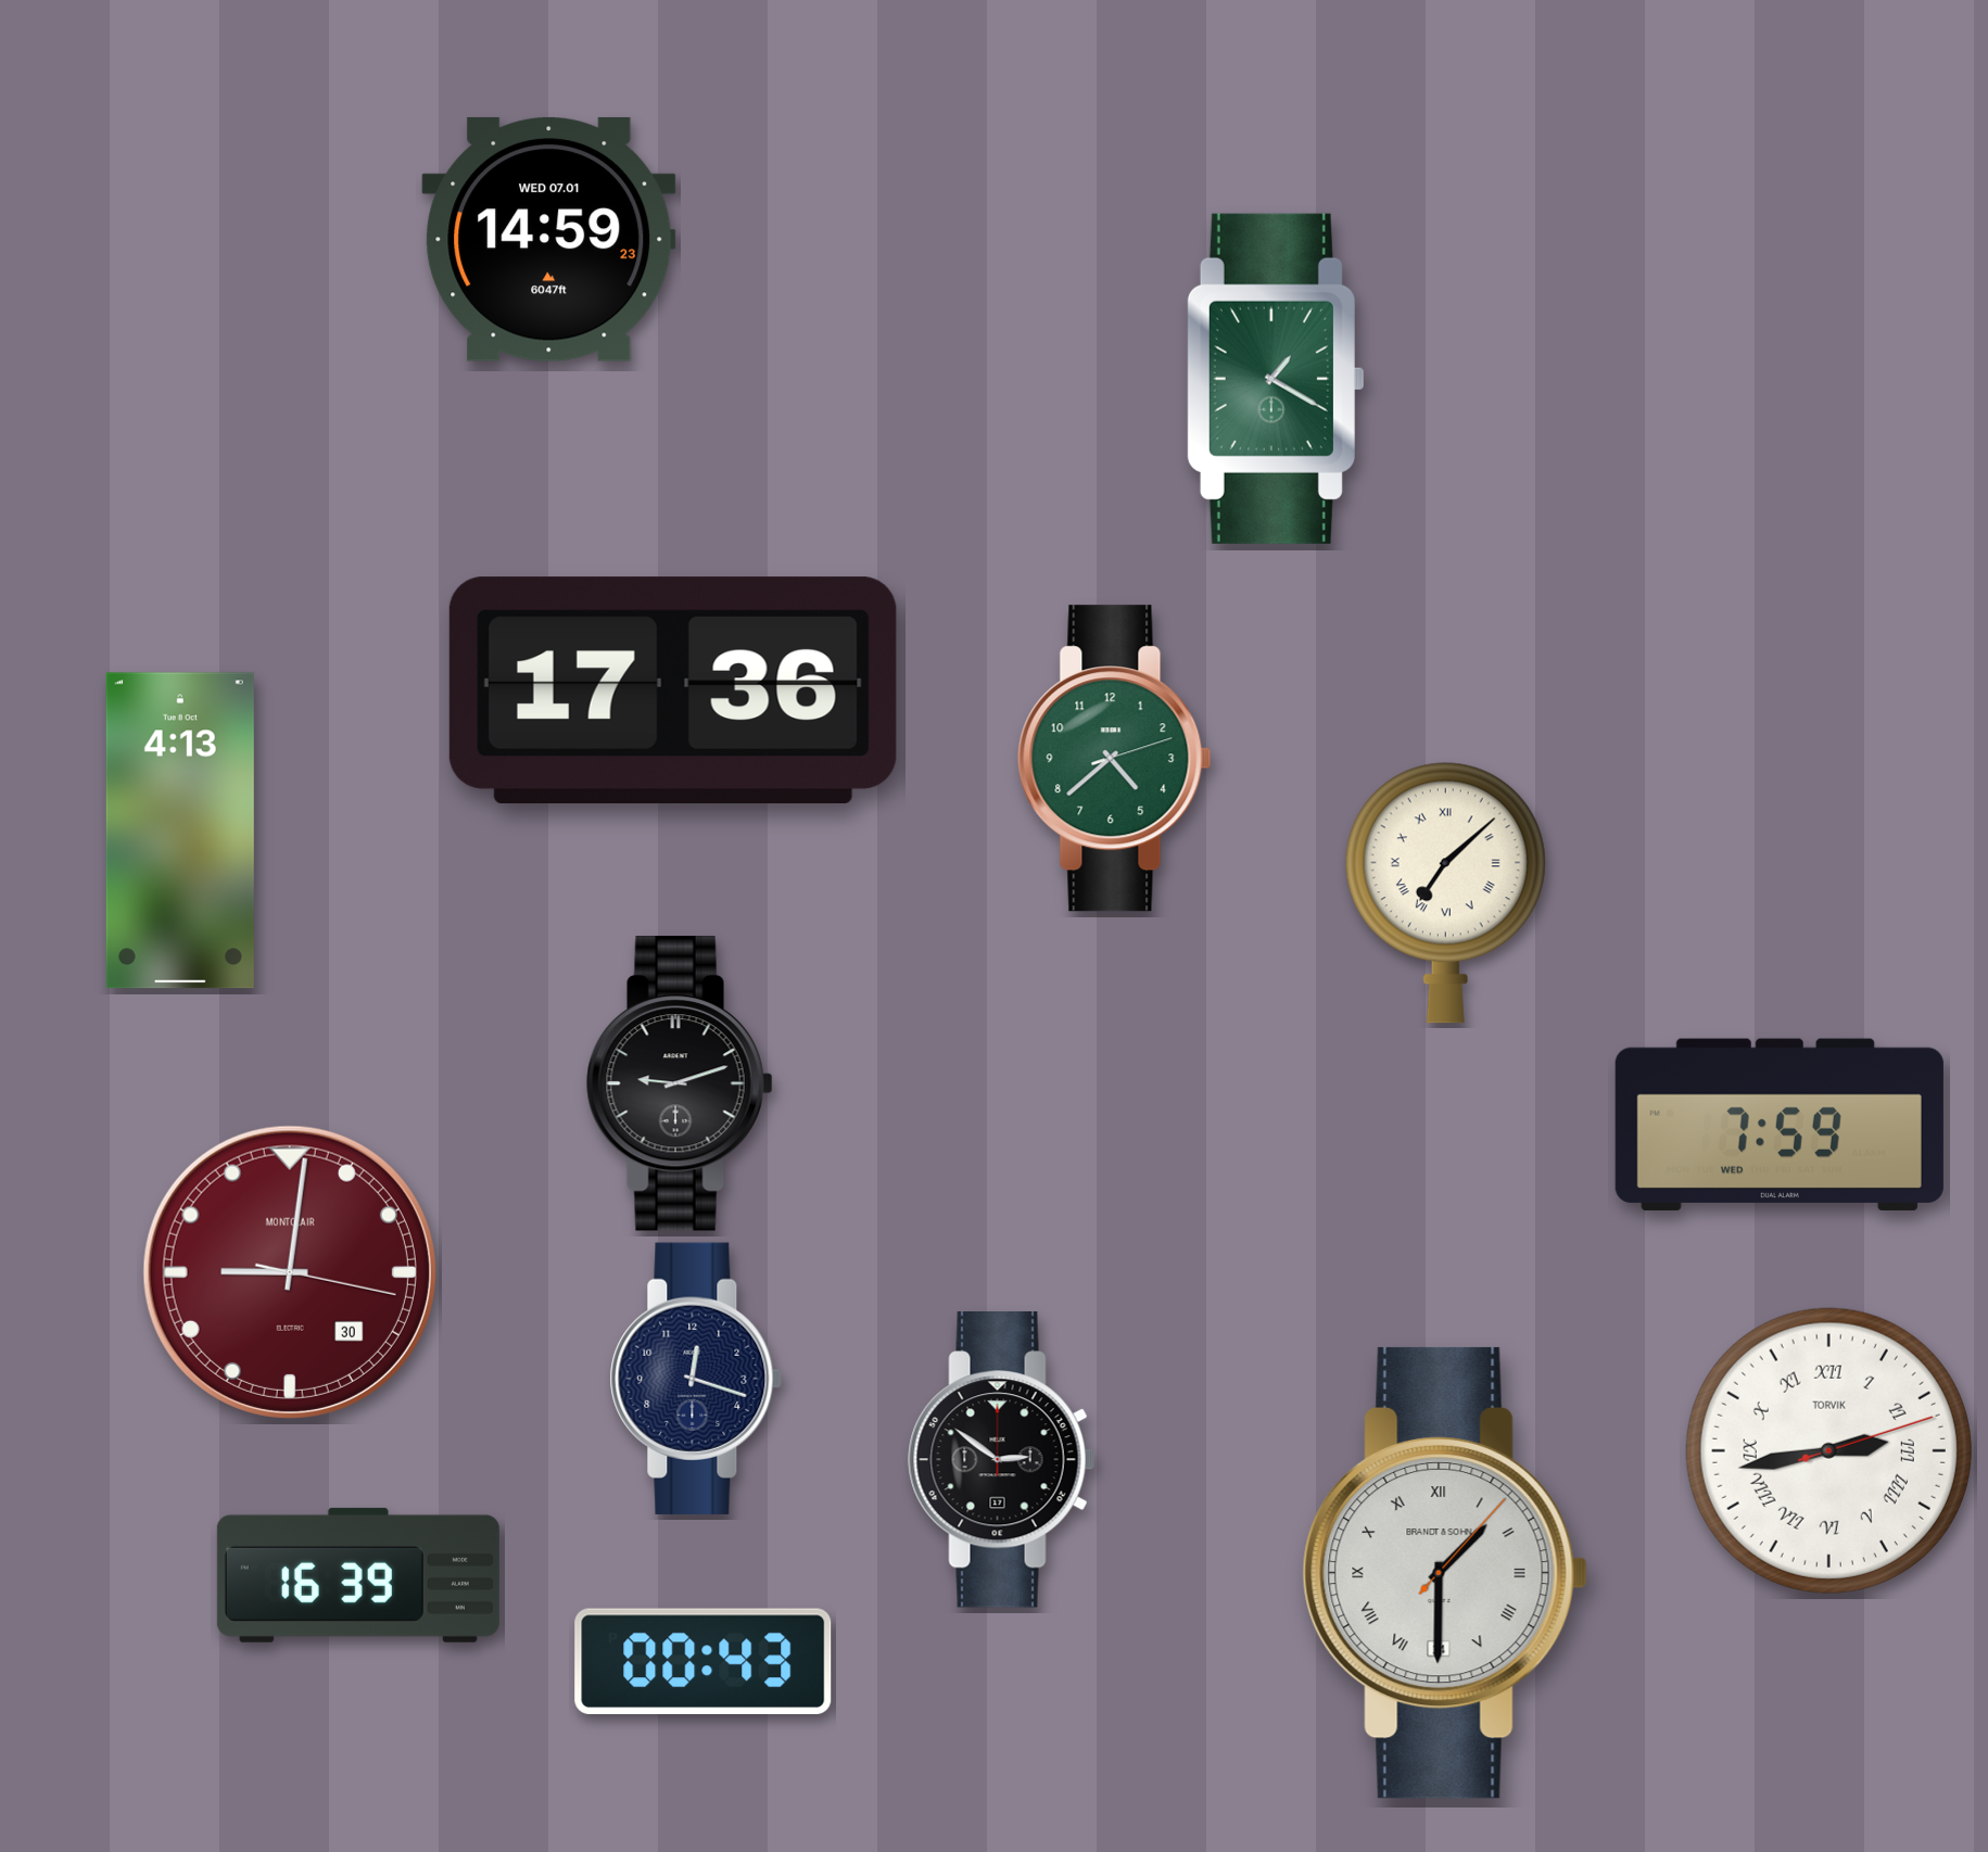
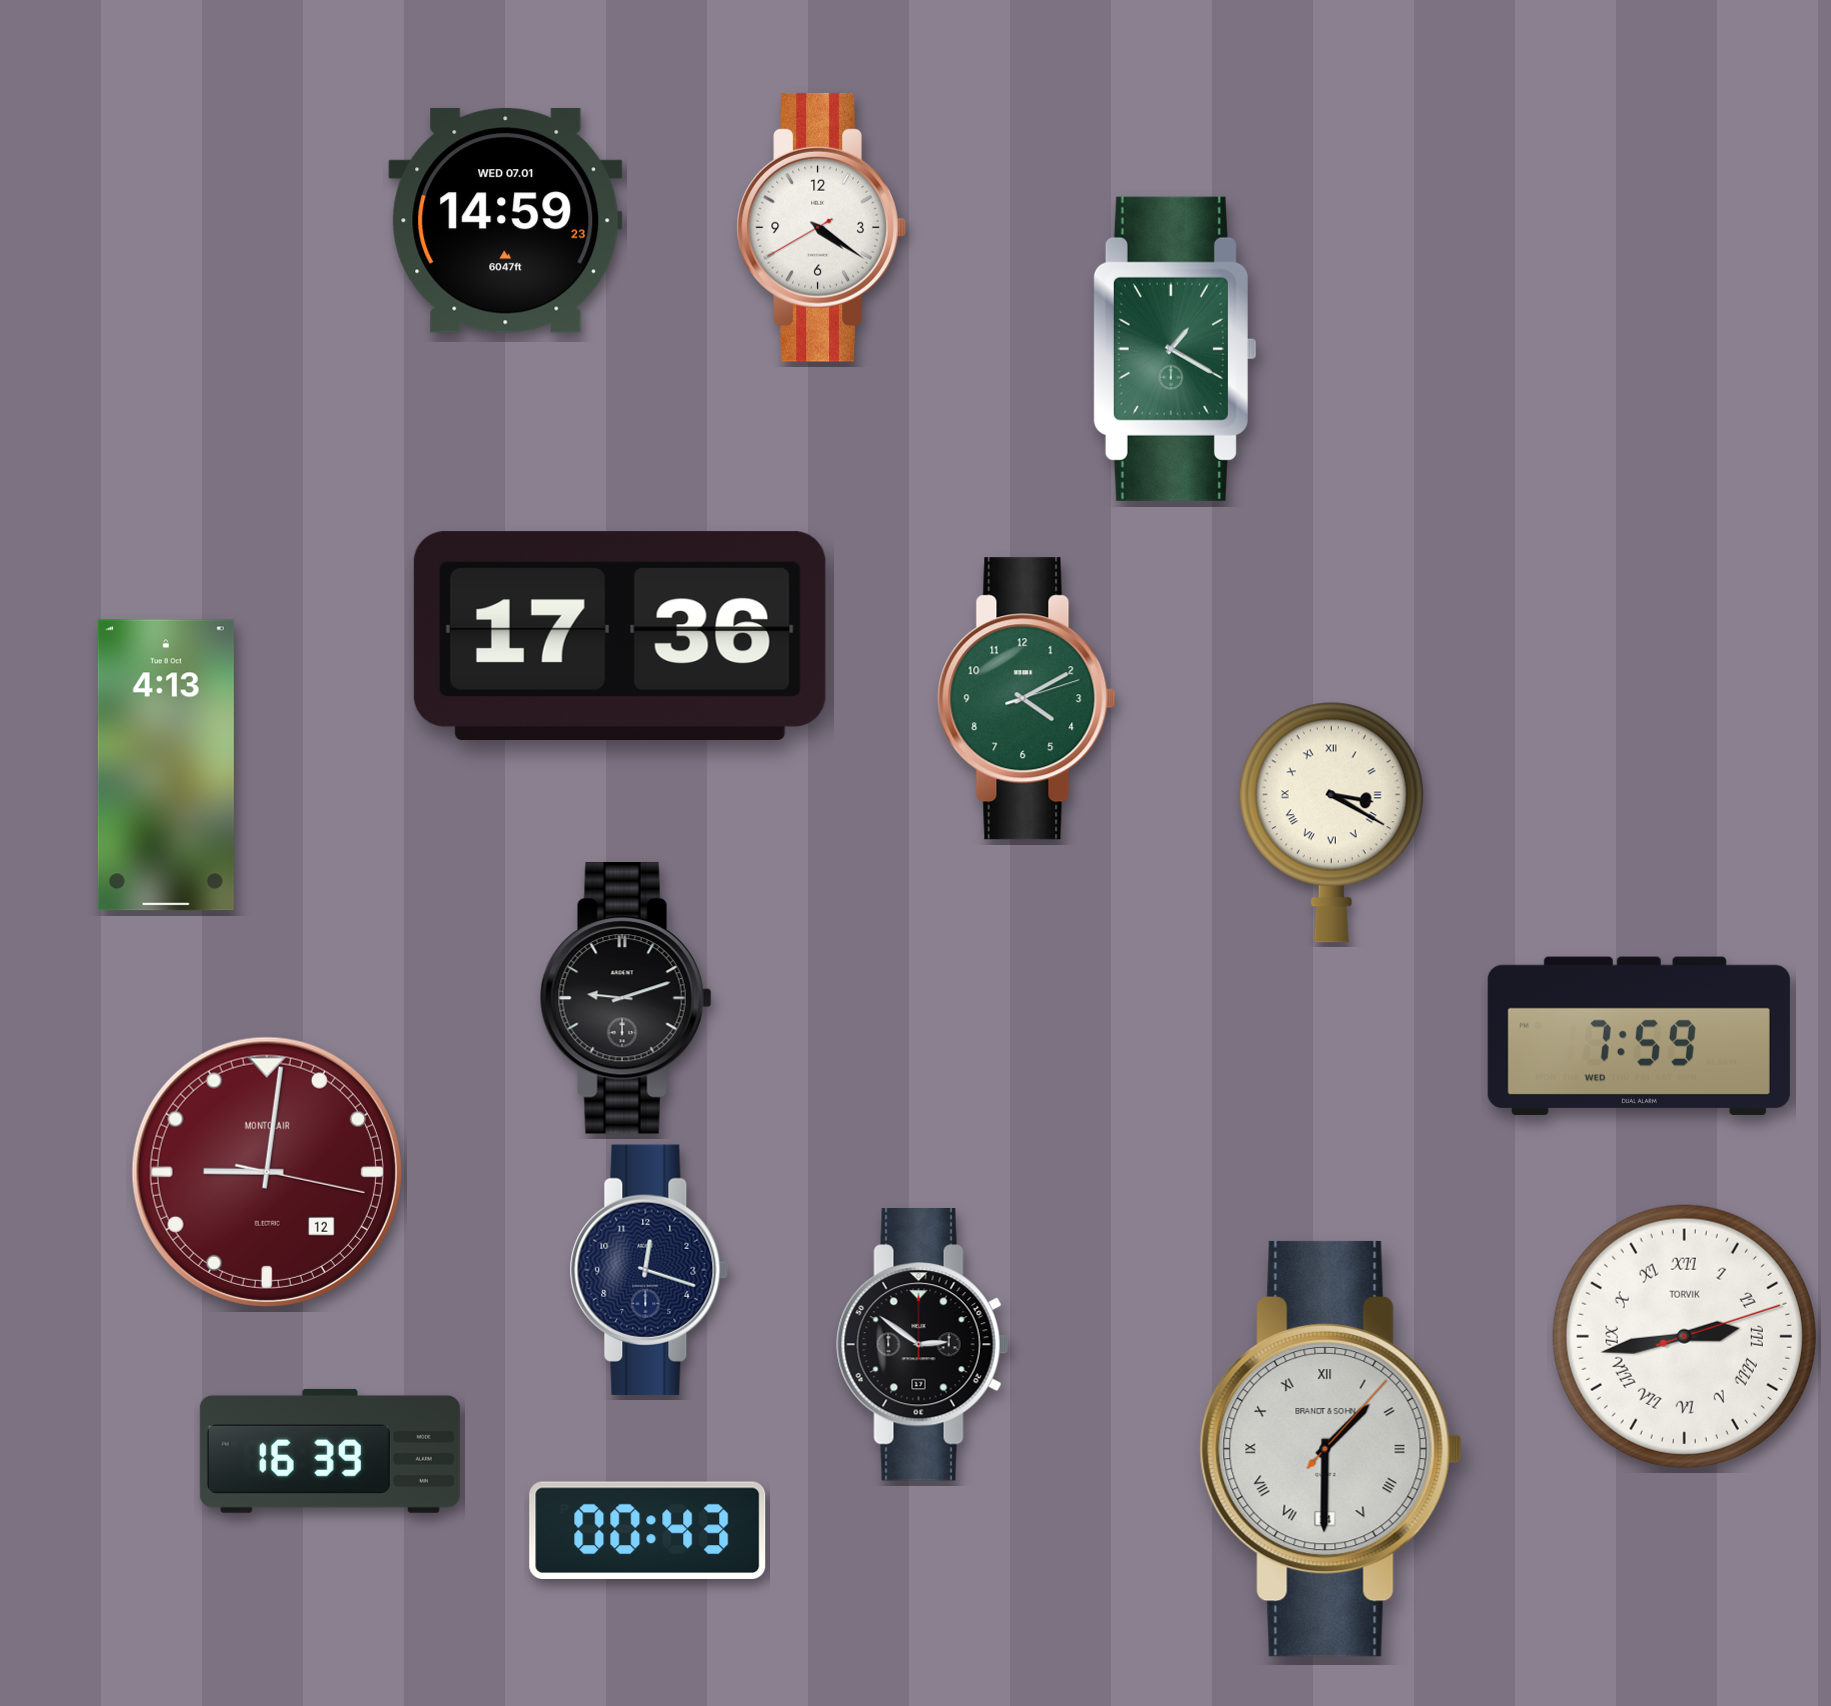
clock at (821, 227): none -> 4:20
clock at (1115, 759): 4:38 -> 4:10
clock at (1445, 892): 7:08 -> 3:20
clock at (290, 1272) date: 30 -> 12
clock at (696, 1379) position: (696, 1379) -> (649, 1270)
